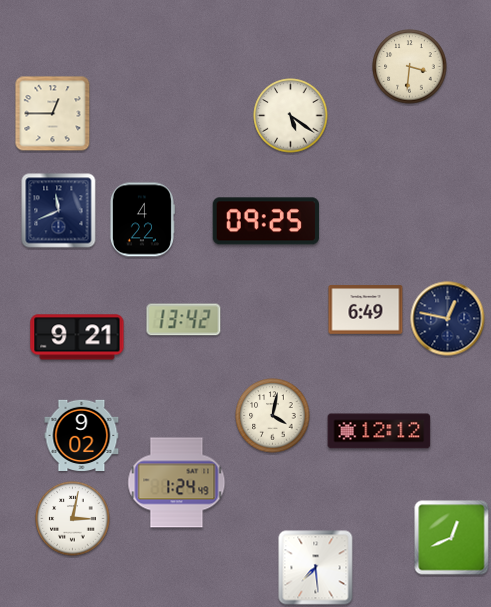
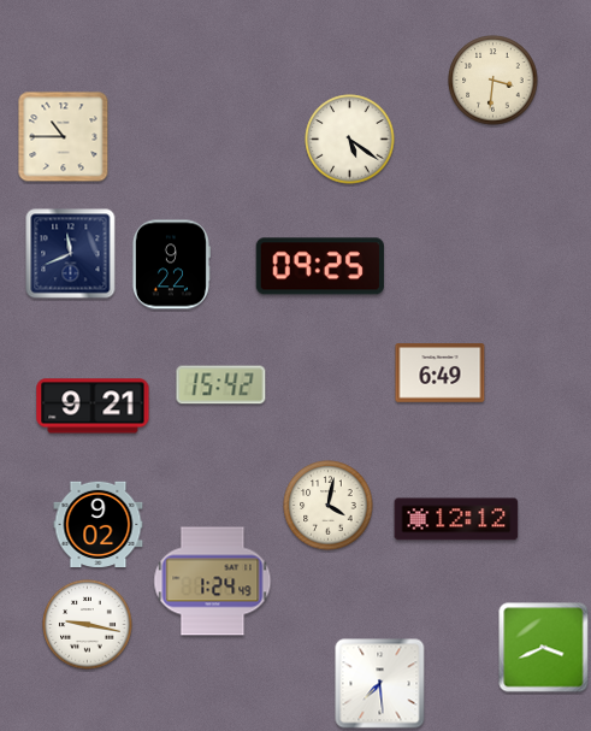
clock at (53, 114): 12:45 -> 10:45
clock at (142, 220): 4:22 -> 9:22
clock at (448, 319): 12:47 -> none
clock at (184, 320): 13:42 -> 15:42
clock at (273, 416) position: (273, 416) -> (329, 506)
clock at (73, 519): 3:02 -> 9:17
clock at (452, 538): 12:41 -> 3:41
